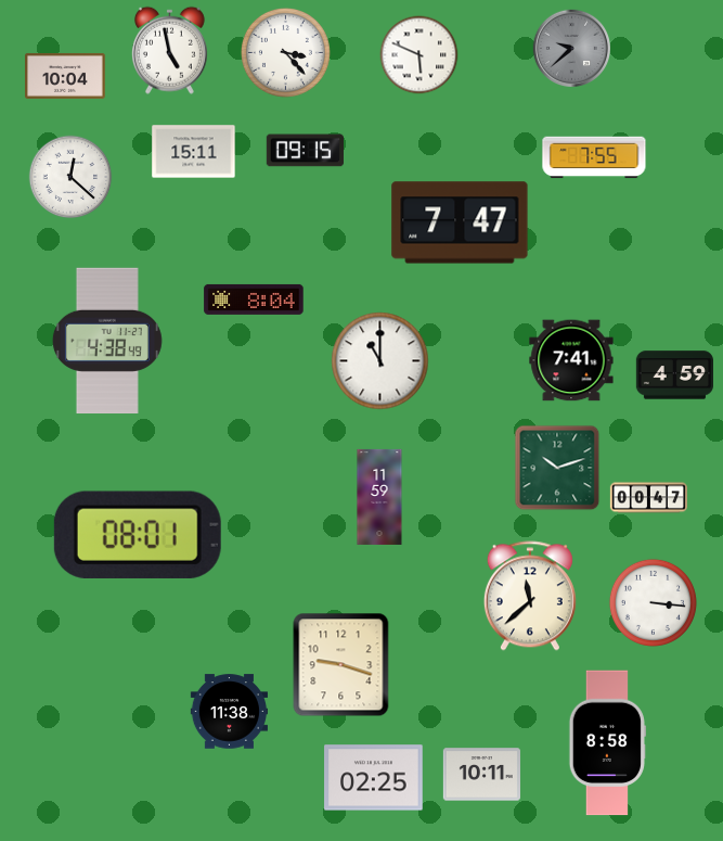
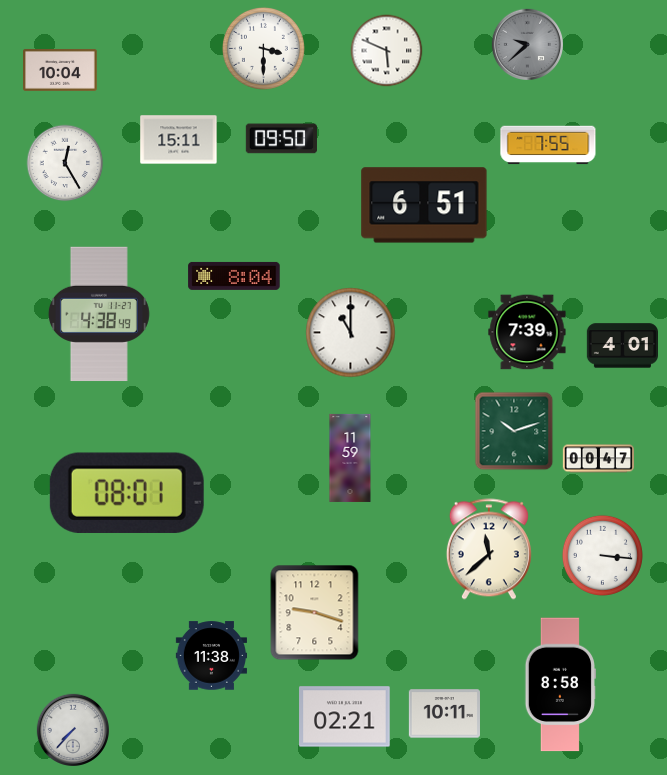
clock at (169, 50): 4:58 -> none
clock at (285, 52): 3:23 -> 3:30
clock at (305, 151): 09:15 -> 09:50
clock at (70, 177): 12:22 -> 12:25
clock at (460, 222): 7:47 -> 6:51
clock at (571, 360): 7:41 -> 7:39
clock at (674, 375): 4:59 -> 4:01
clock at (374, 778): 02:25 -> 02:21
clock at (72, 729): none -> 7:37
